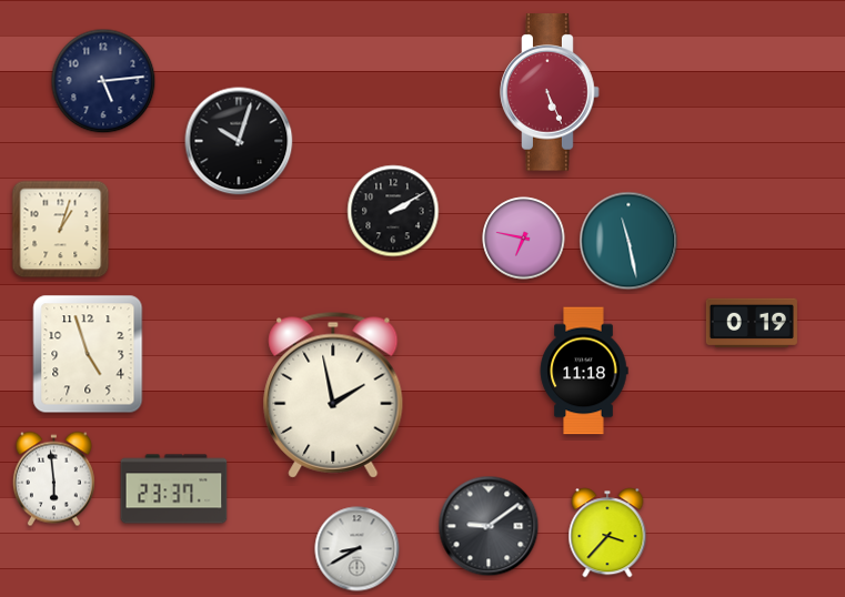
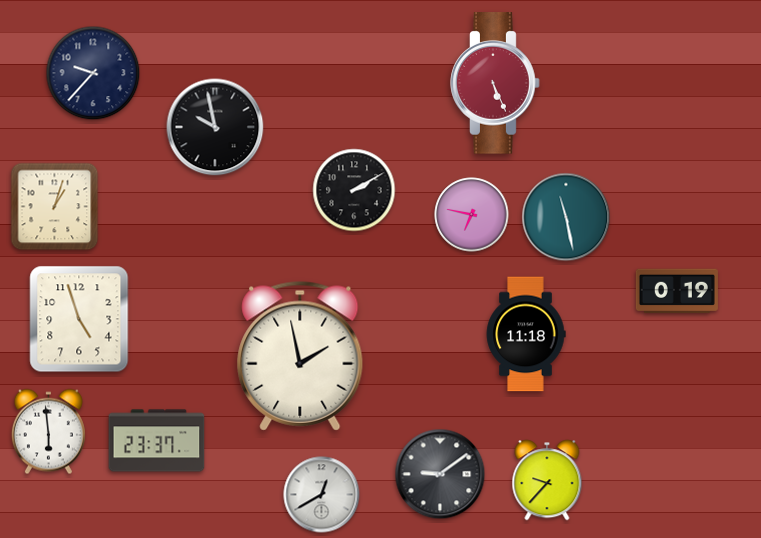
clock at (103, 81): 5:14 -> 9:37
clock at (239, 141): 10:03 -> 9:58
clock at (607, 533): 3:37 -> 9:37
clock at (358, 549): 8:40 -> 12:40
